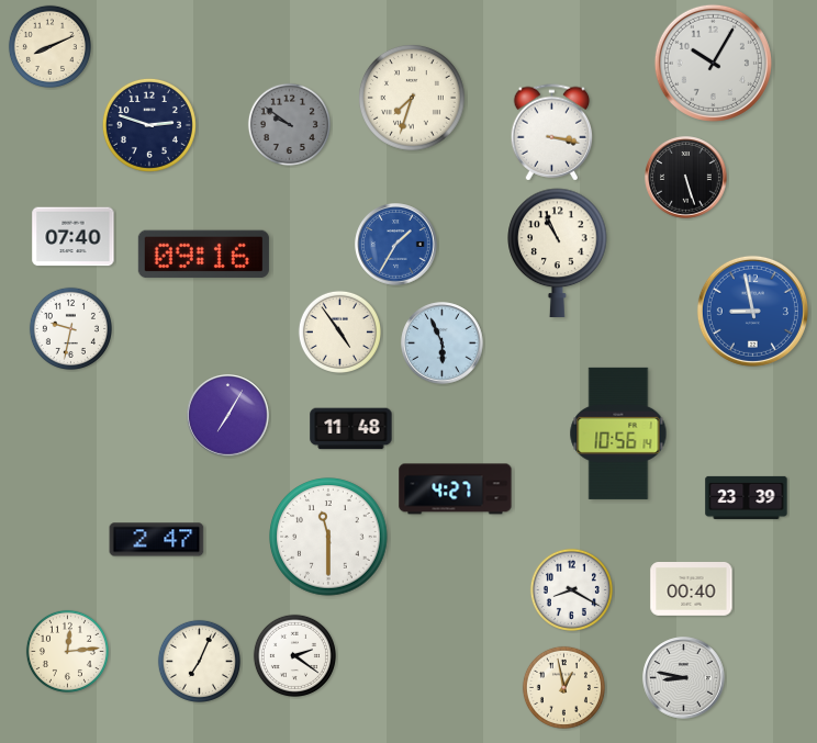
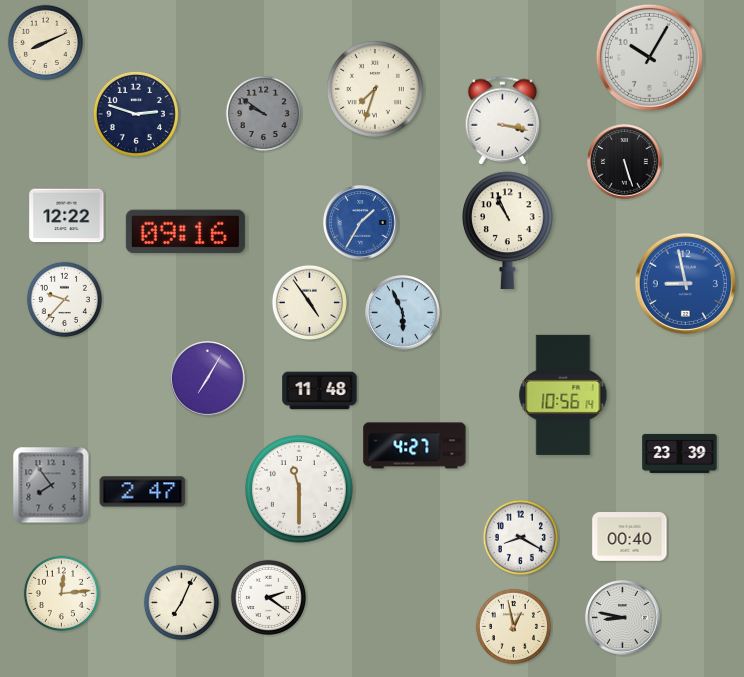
clock at (74, 237): 07:40 -> 12:22
clock at (70, 328): 9:32 -> 9:37
clock at (51, 485): none -> 7:54
